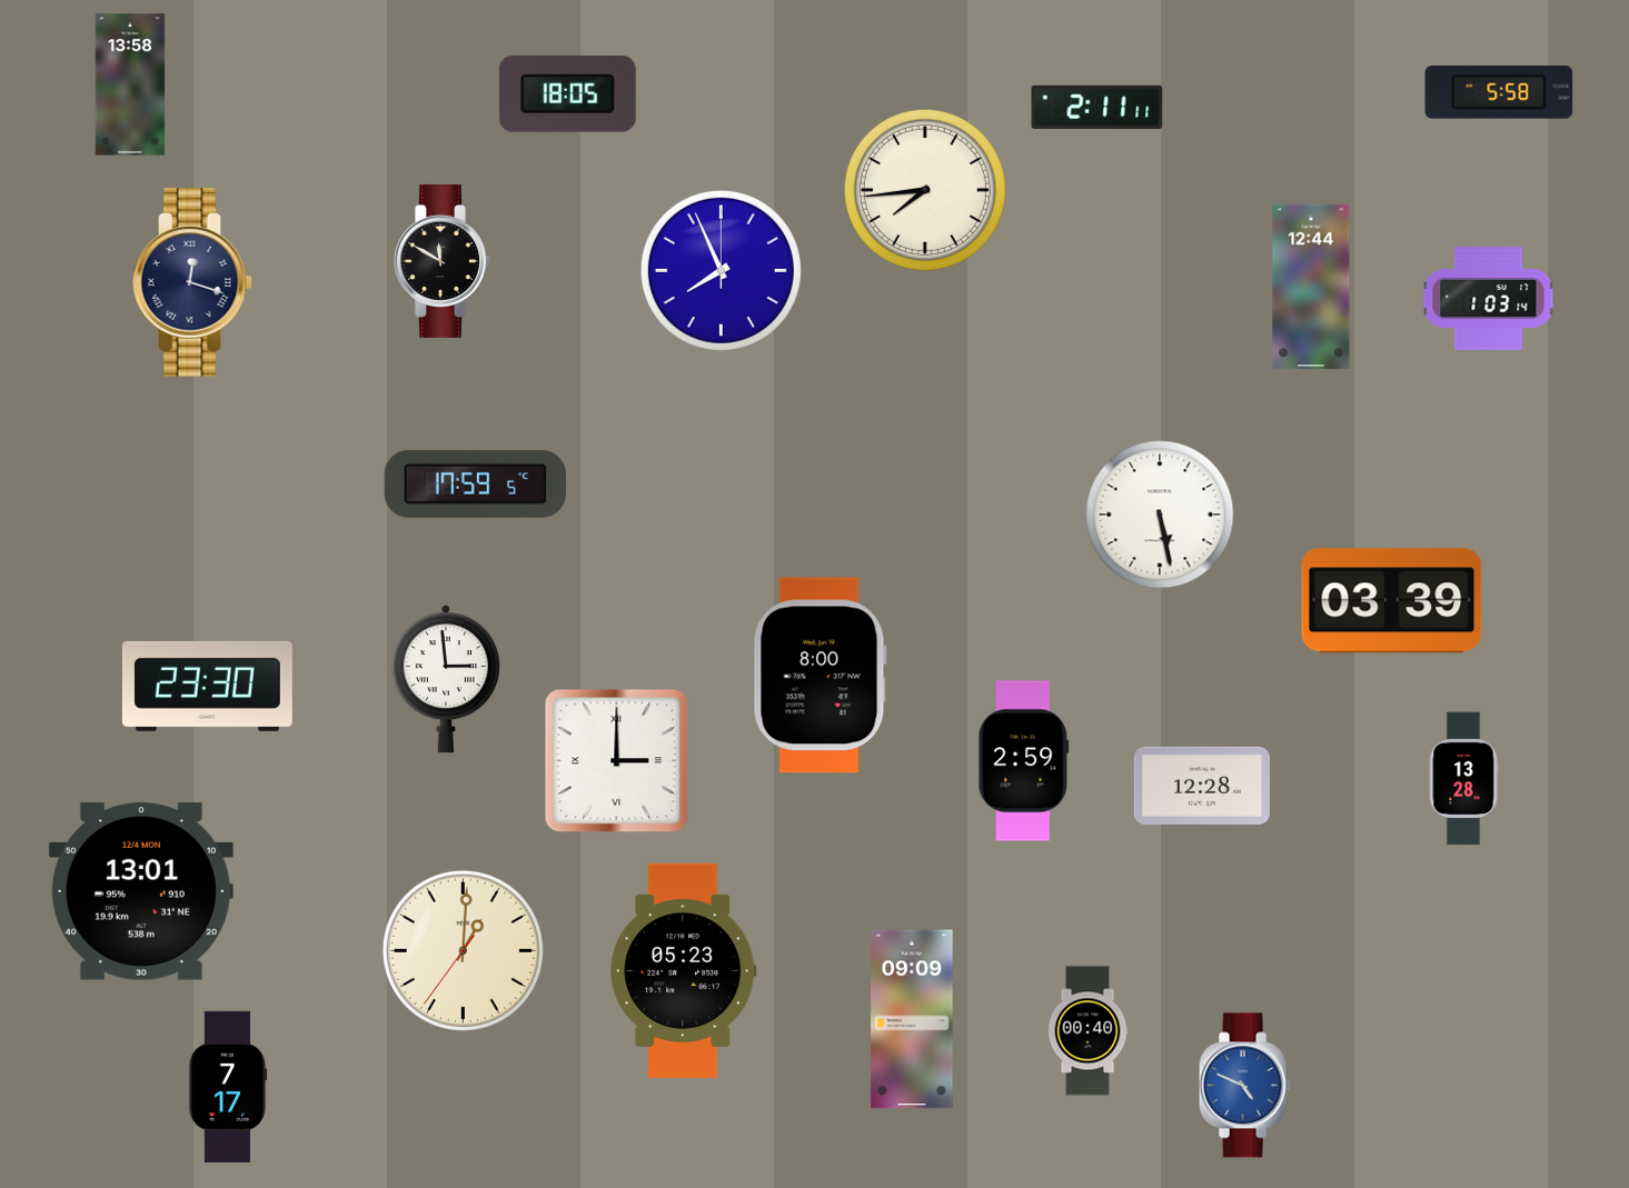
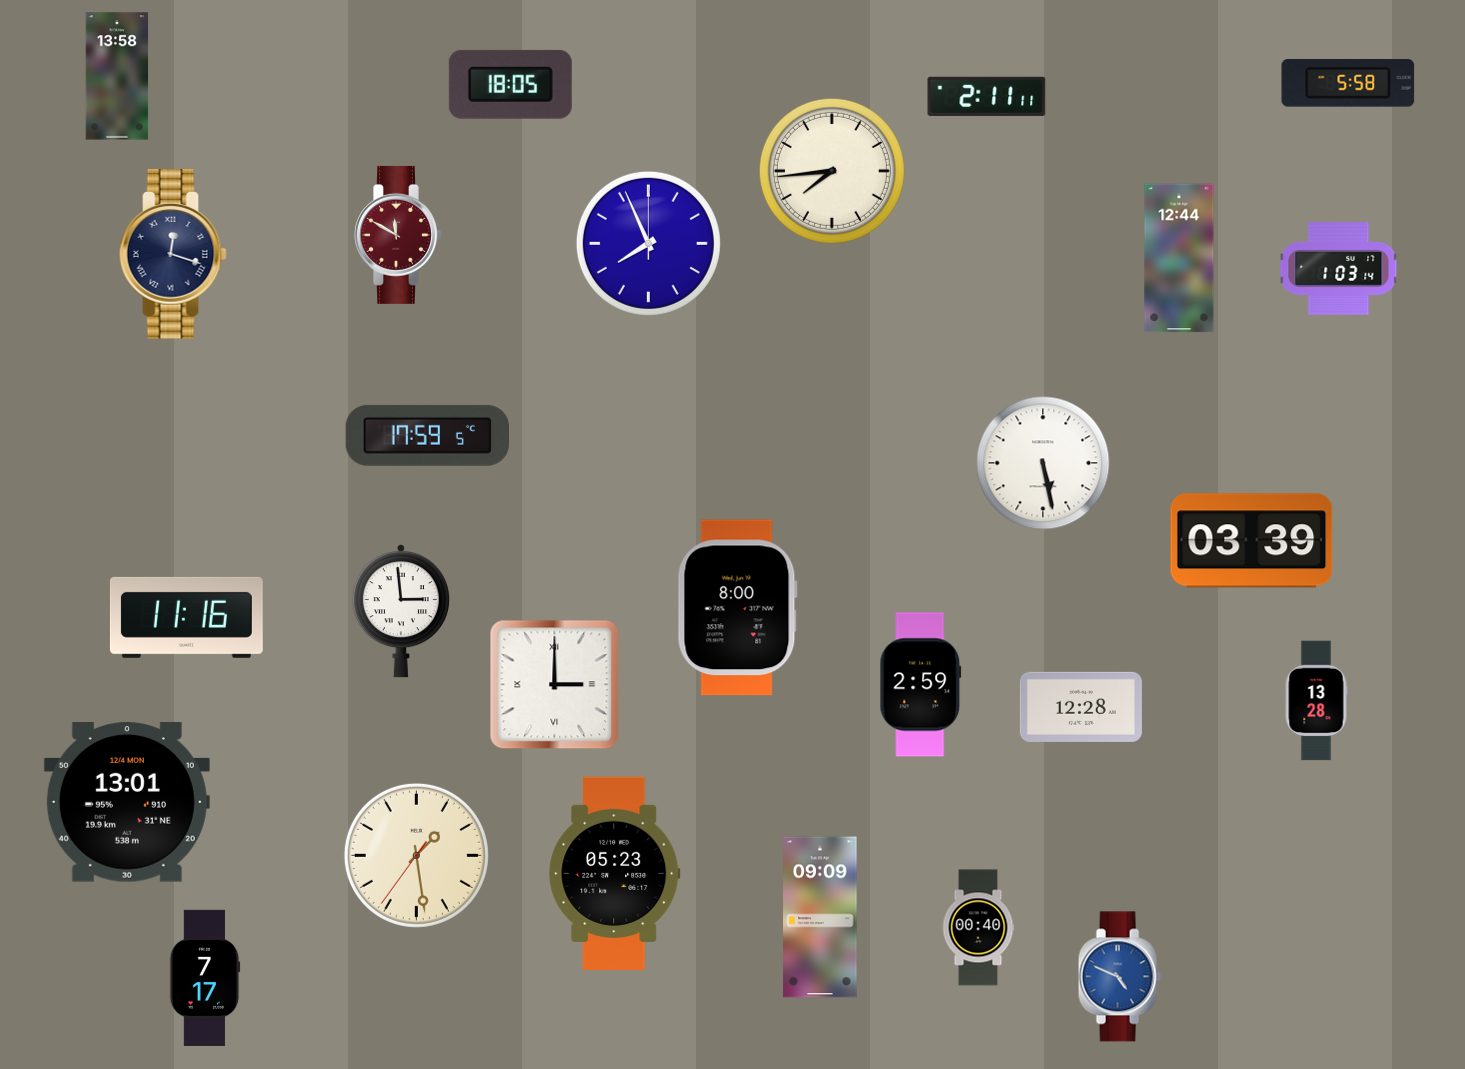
clock at (444, 261) dial: black -> burgundy
clock at (207, 686): 23:30 -> 11:16
clock at (463, 950): 1:00 -> 1:28
